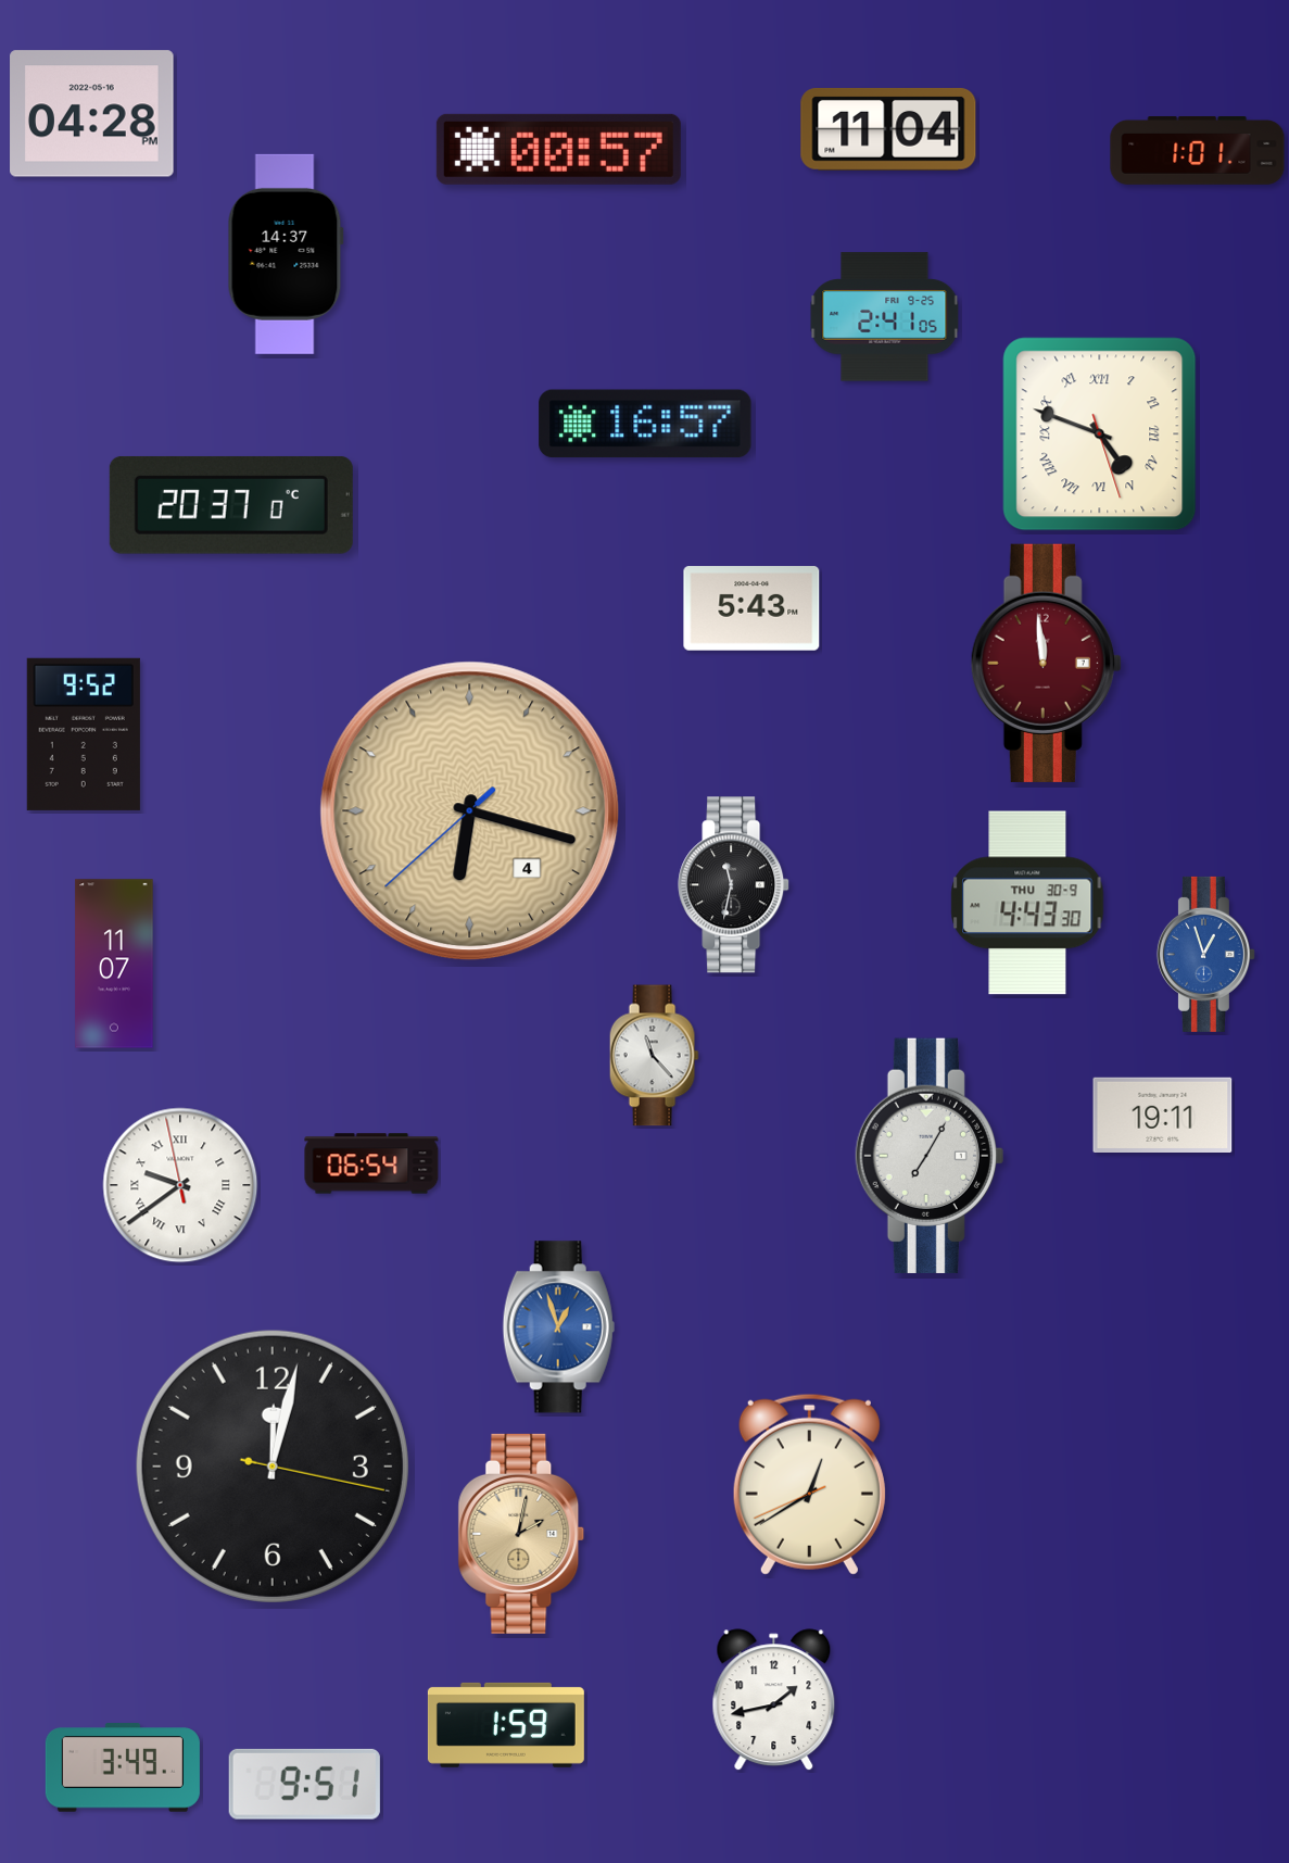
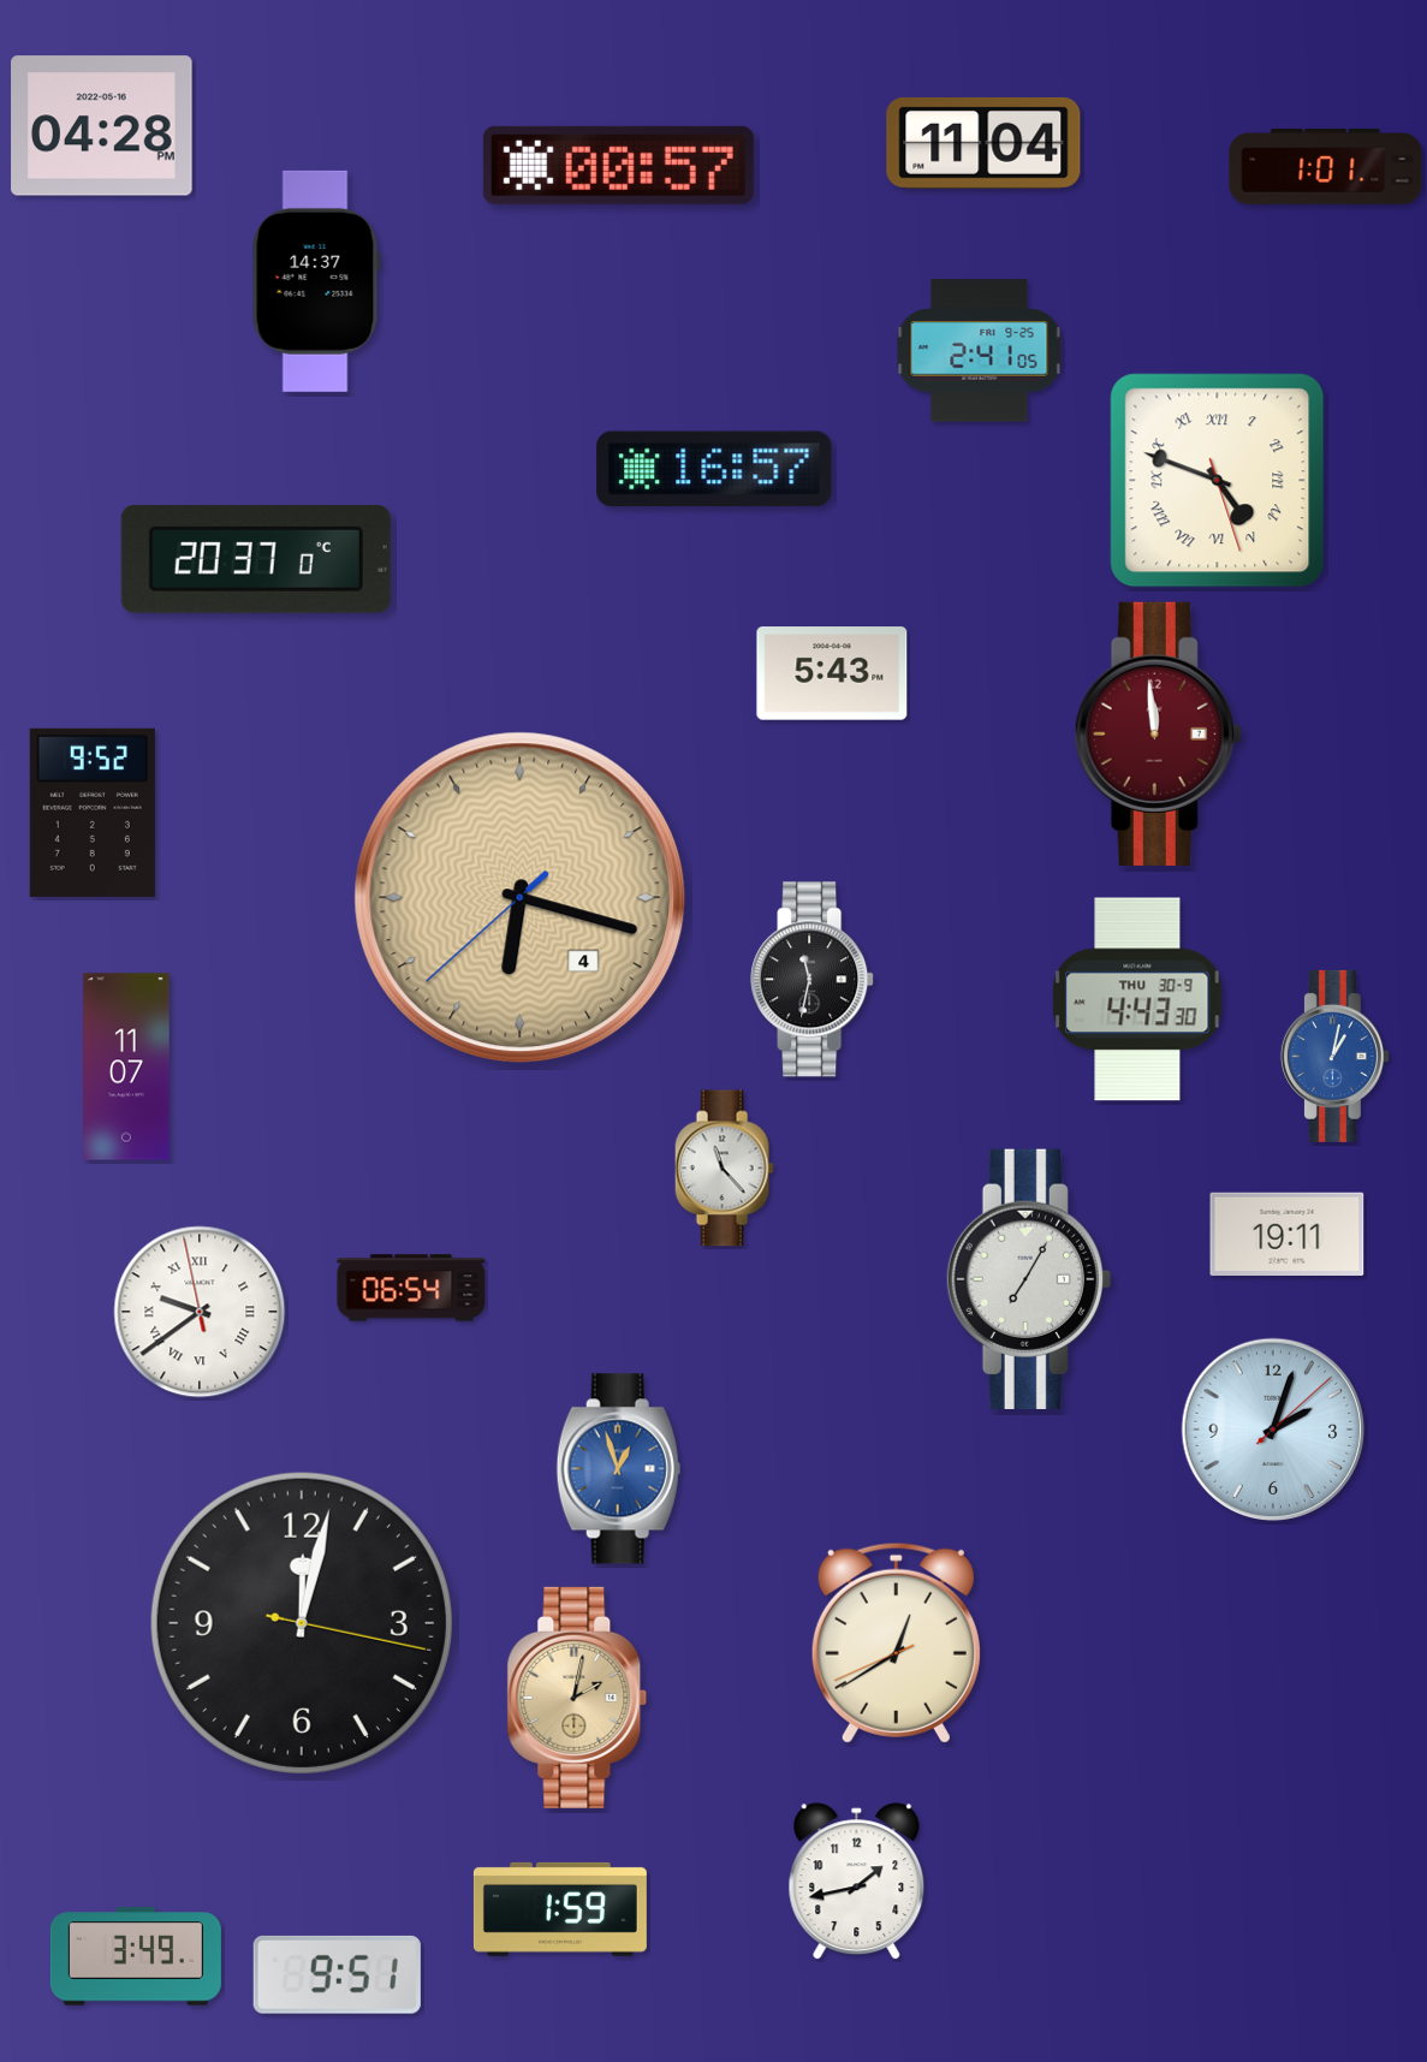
clock at (1205, 954): 12:57 -> 1:02
clock at (1273, 1430): none -> 2:03
